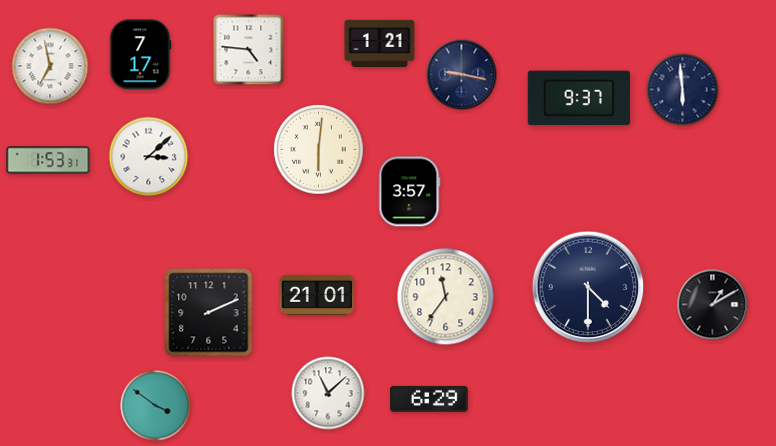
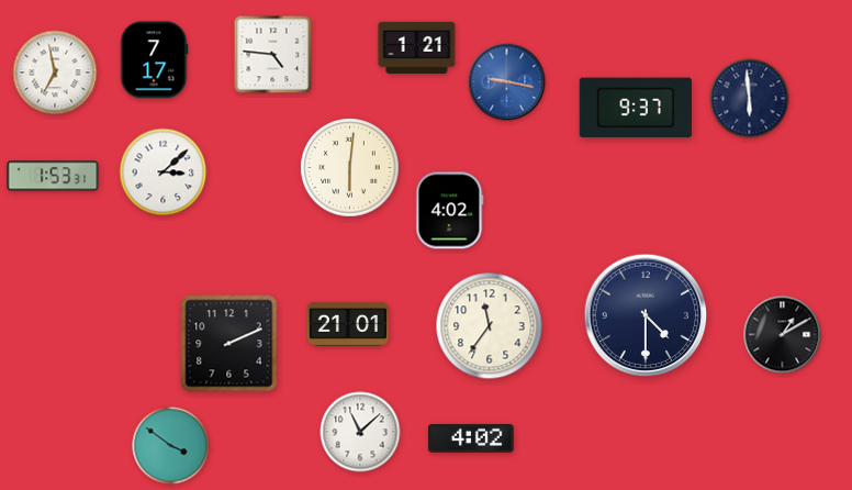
clock at (462, 75) dial: navy -> blue
clock at (319, 150) position: (319, 150) -> (350, 168)
clock at (410, 192): 3:57 -> 4:02
clock at (430, 399): 6:29 -> 4:02
